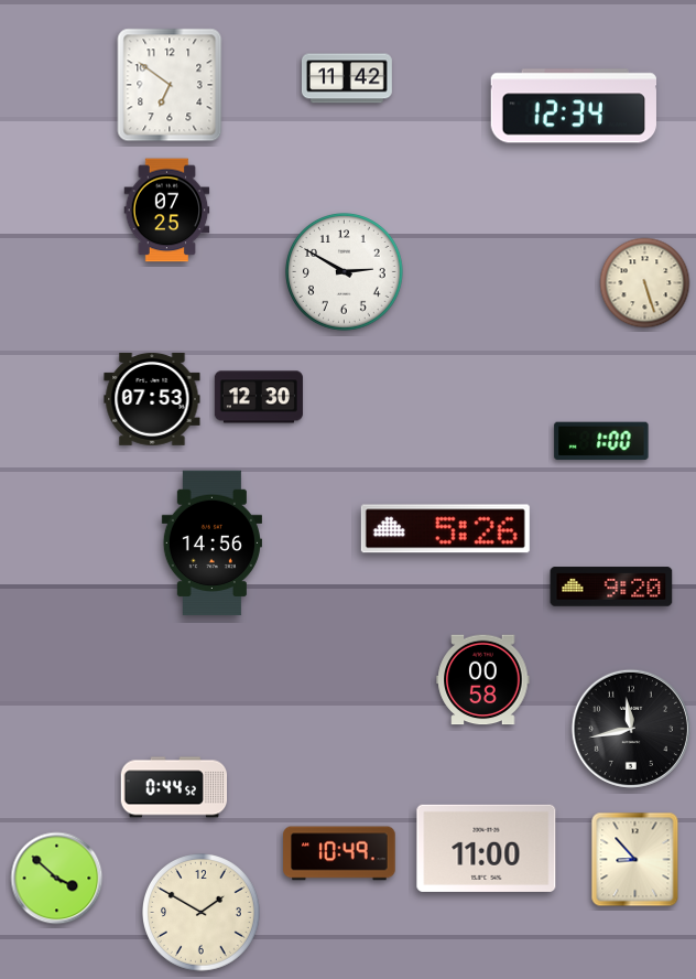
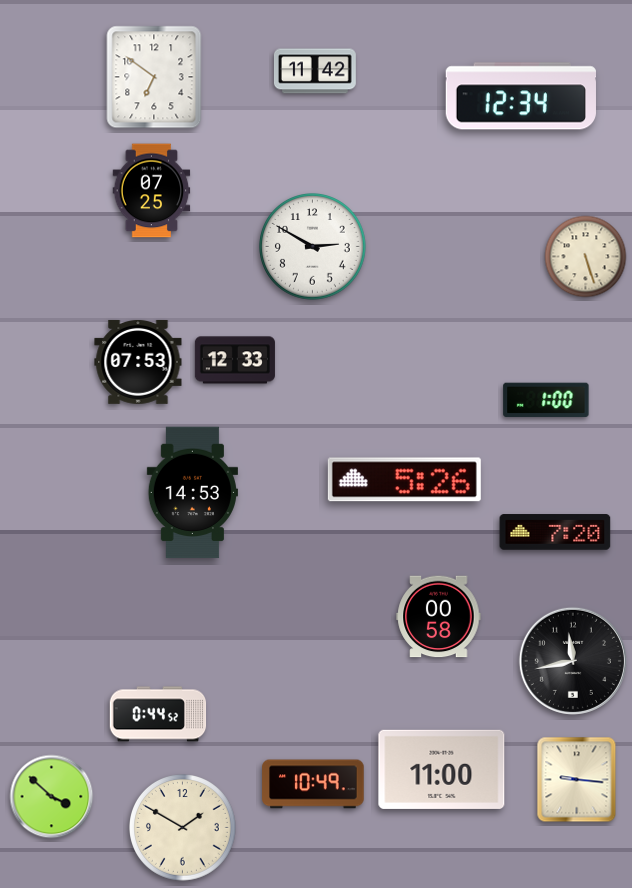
clock at (259, 397): 12:30 -> 12:33
clock at (211, 544): 14:56 -> 14:53
clock at (611, 587): 9:20 -> 7:20
clock at (339, 853) position: (339, 853) -> (313, 784)
clock at (635, 860): 8:53 -> 9:16
